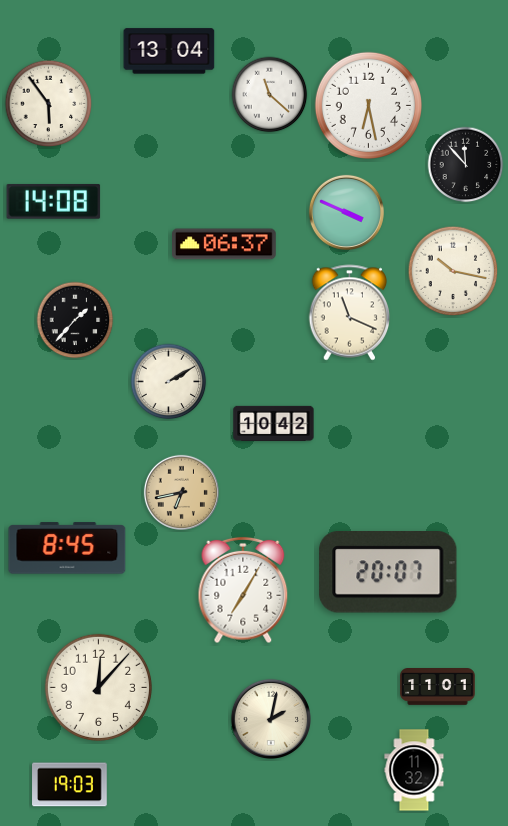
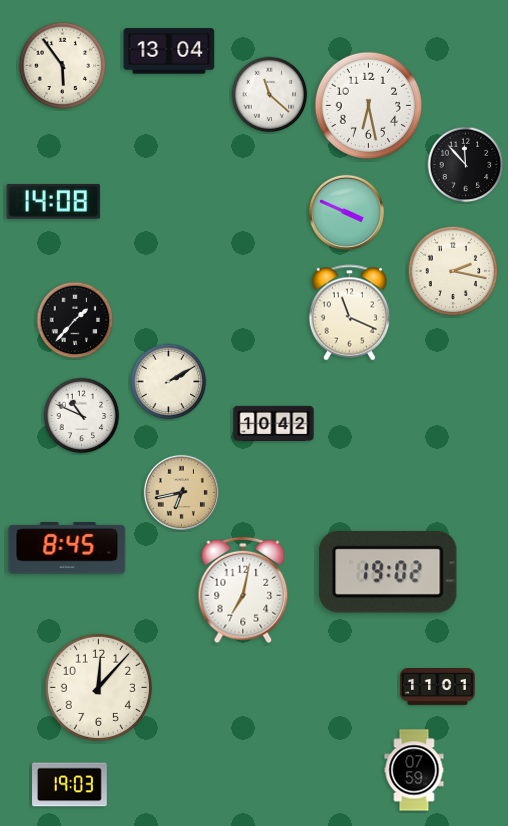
clock at (49, 104) position: (49, 104) -> (63, 66)
clock at (225, 244): 06:37 -> none
clock at (453, 271): 10:17 -> 2:17
clock at (82, 416): none -> 10:49
clock at (388, 572): 20:07 -> 19:02
clock at (243, 590): 7:05 -> 7:02
clock at (270, 718): 2:02 -> none
clock at (414, 770): 11:32 -> 07:59
